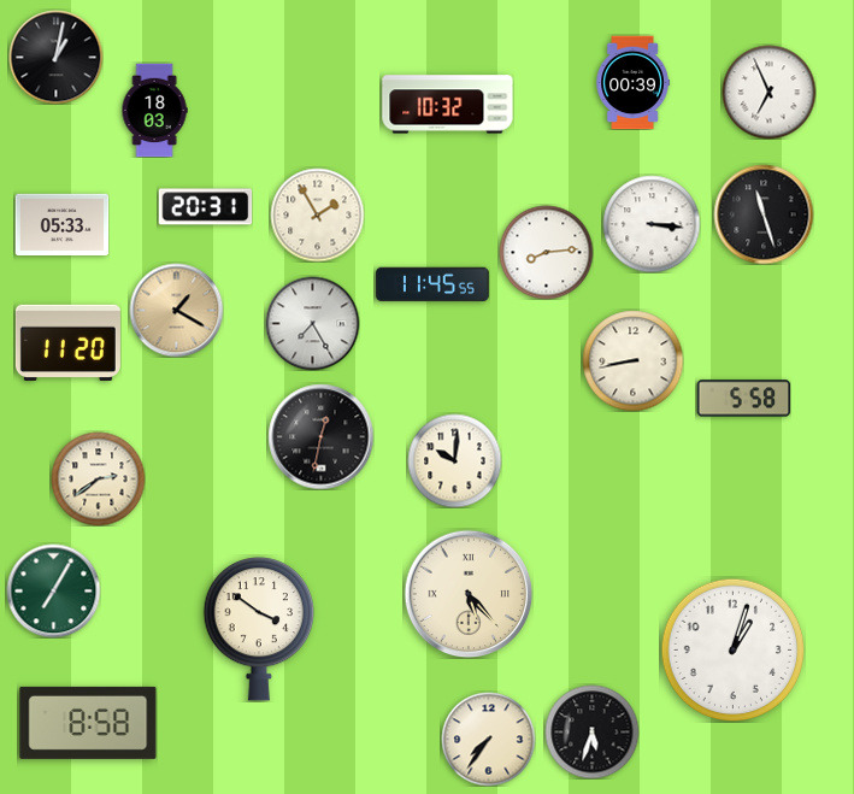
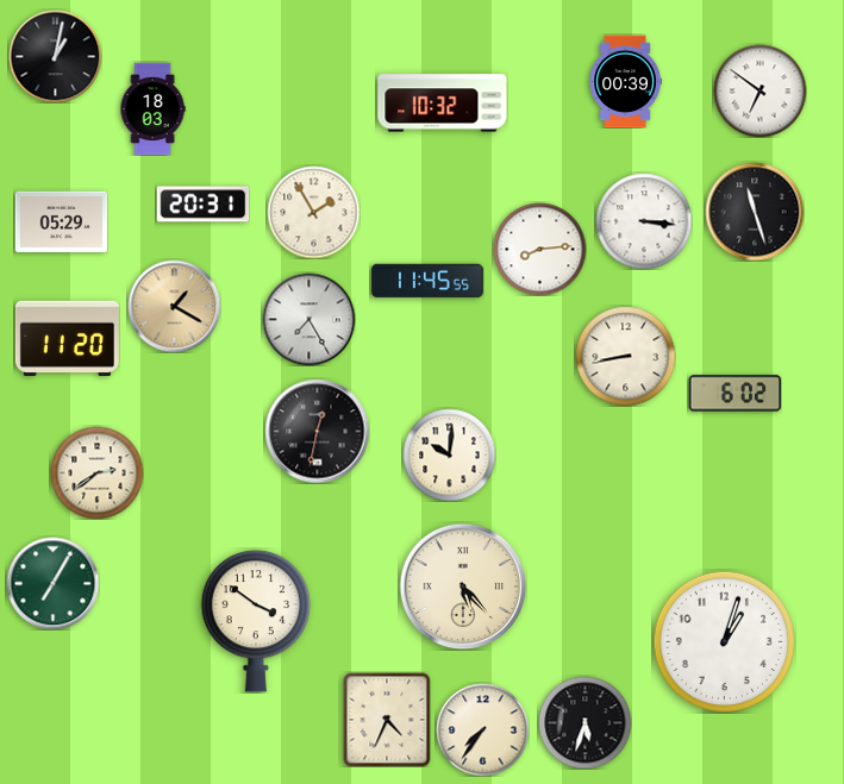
clock at (768, 92): 6:56 -> 6:51
clock at (61, 225): 05:33 -> 05:29
clock at (743, 399): 5:58 -> 6:02
clock at (88, 723): 8:58 -> none
clock at (387, 720): none -> 4:34
